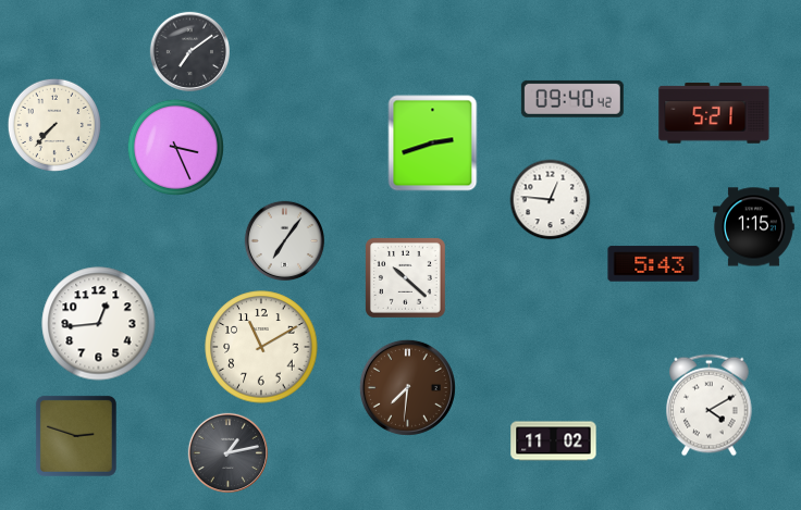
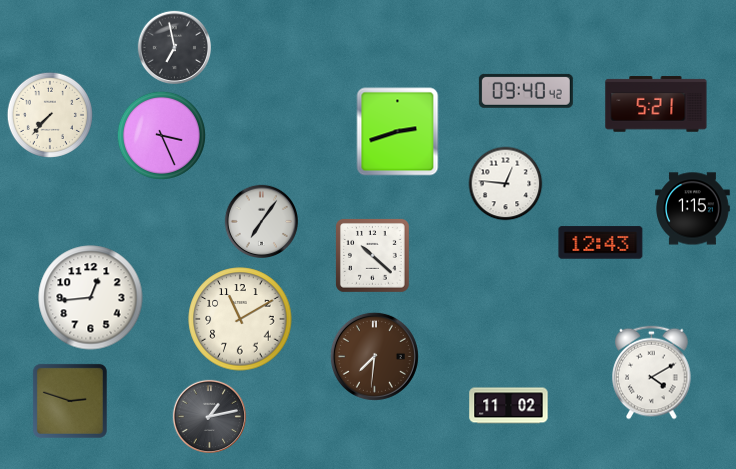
clock at (189, 51): 7:09 -> 6:58
clock at (654, 264): 5:43 -> 12:43
